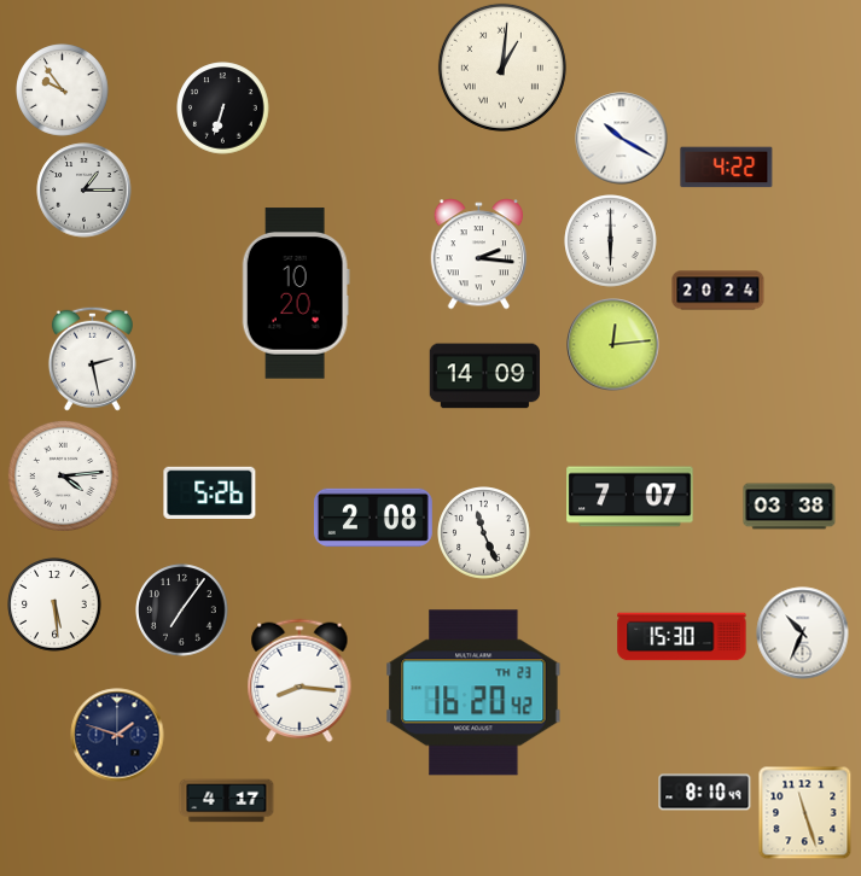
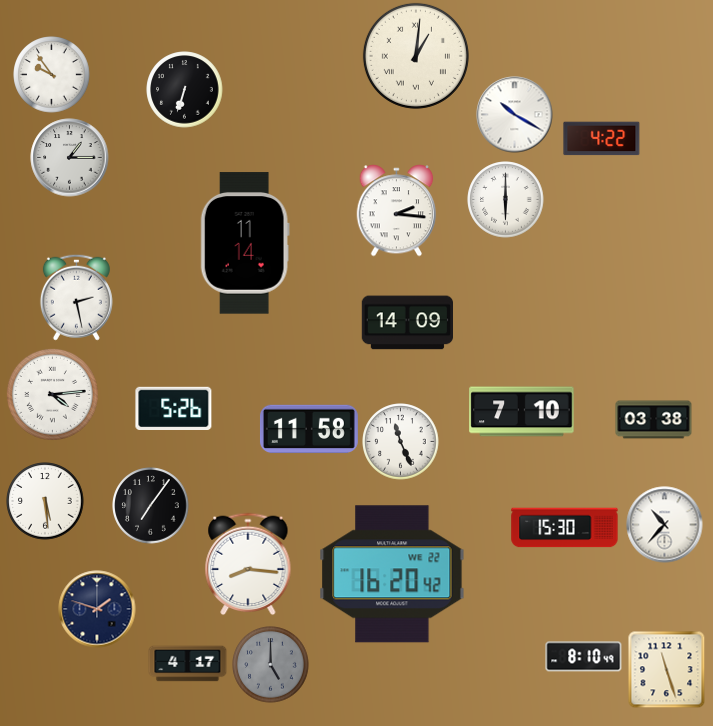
clock at (719, 291): 20:24 -> none
clock at (296, 293): 10:20 -> 11:14
clock at (613, 345): 12:14 -> none
clock at (484, 376) position: (484, 376) -> (407, 323)
clock at (630, 497): 7:07 -> 7:10
clock at (373, 518): 2:08 -> 11:58
clock at (803, 633): 10:34 -> 10:37
clock at (473, 693) date: TH 23 -> WE 22
clock at (271, 665): none -> 5:00
clock at (804, 812) position: (804, 812) -> (666, 669)
